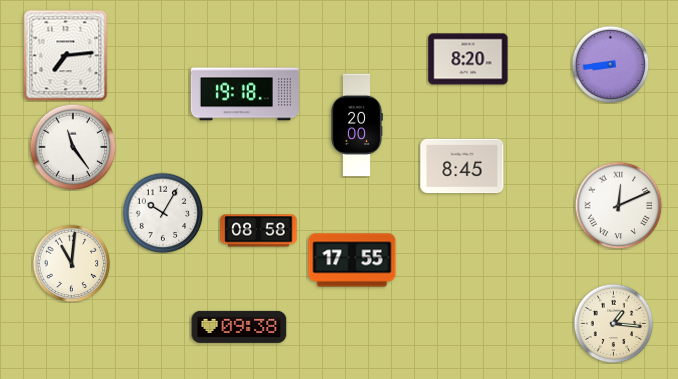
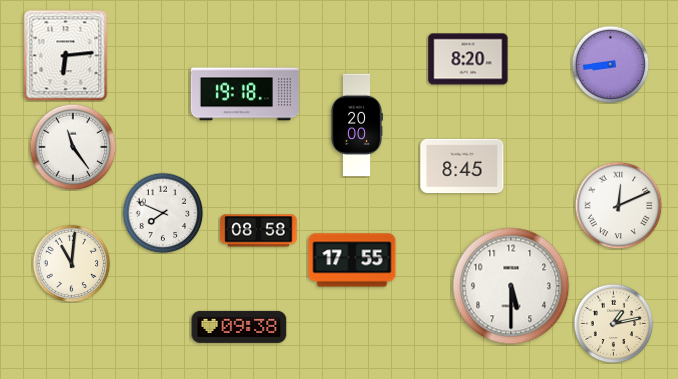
clock at (66, 56): 7:14 -> 6:14
clock at (163, 213): 10:05 -> 7:49
clock at (511, 286): none -> 5:30
clock at (613, 323): 1:16 -> 1:13
